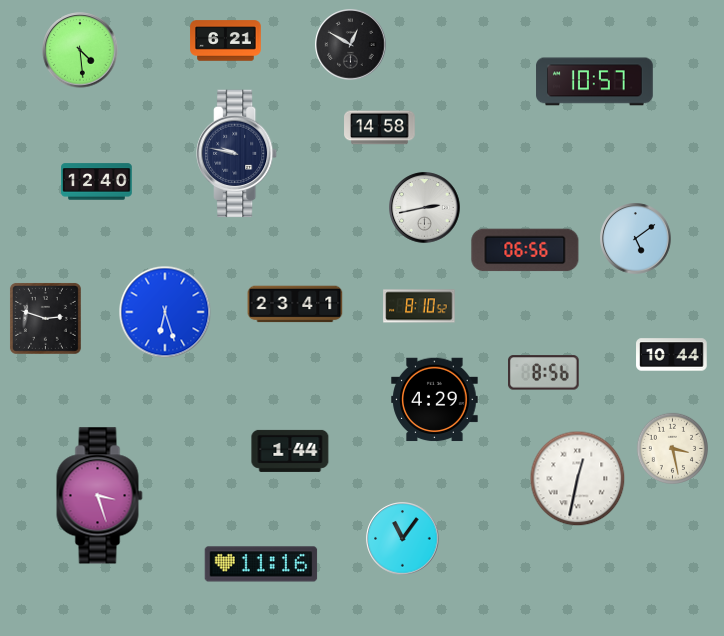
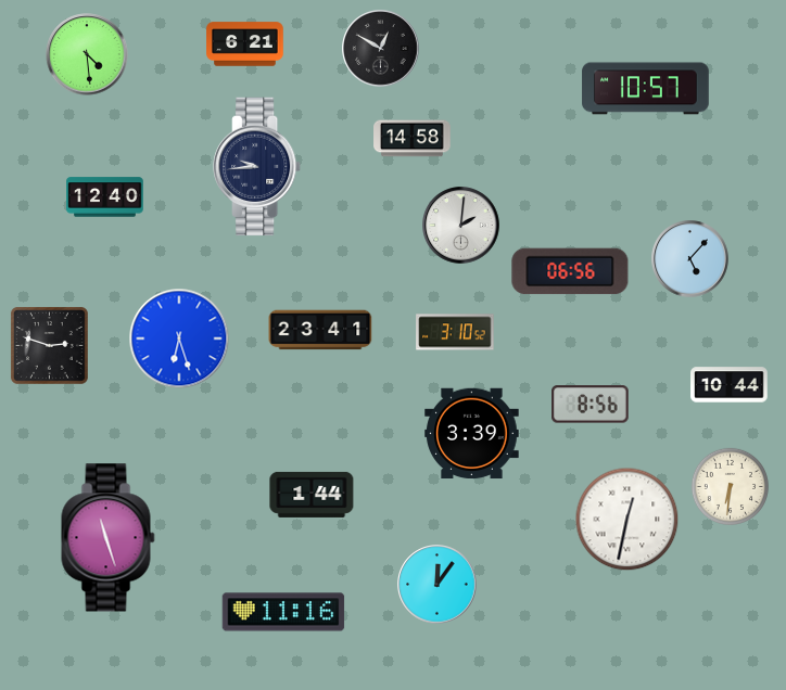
clock at (237, 154): 9:47 -> 9:44
clock at (425, 208): 2:43 -> 2:01
clock at (636, 239): 5:09 -> 5:07
clock at (419, 306): 8:10 -> 3:10
clock at (435, 400): 4:29 -> 3:39
clock at (672, 448): 3:28 -> 6:31
clock at (290, 451) position: (290, 451) -> (312, 495)
clock at (100, 496): 3:27 -> 11:27
clock at (403, 539): 11:06 -> 12:06
